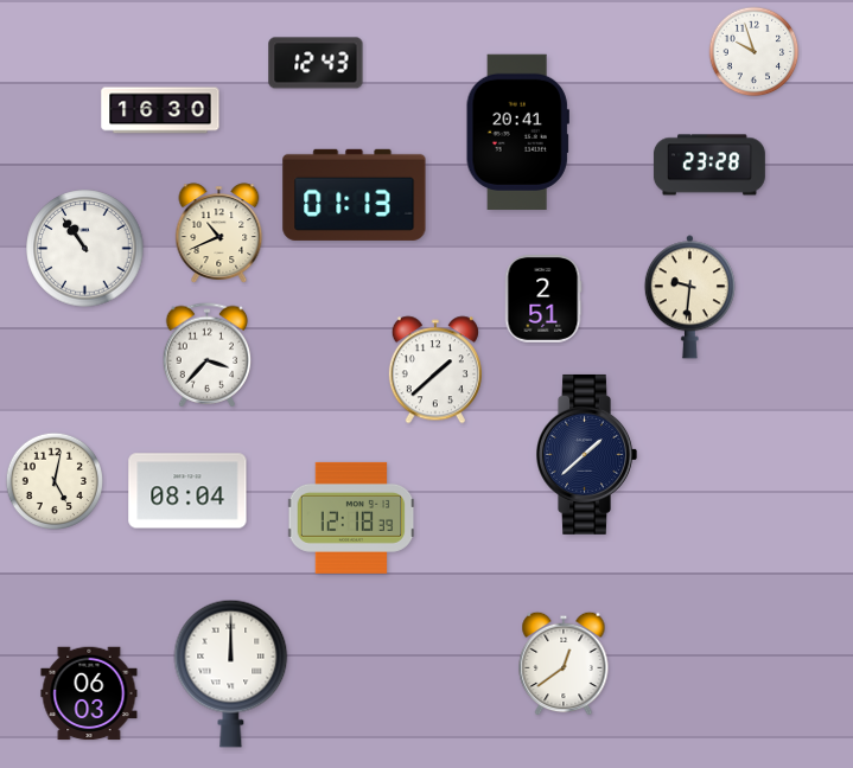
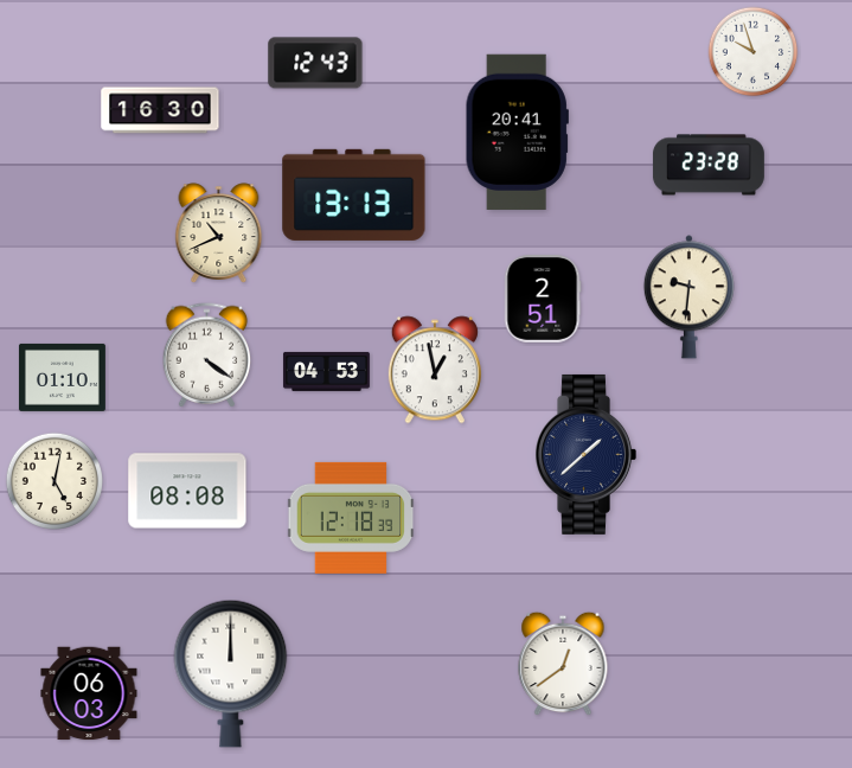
clock at (355, 194): 01:13 -> 13:13
clock at (85, 249): 10:54 -> none
clock at (208, 356): 3:37 -> 4:21
clock at (435, 370): 1:38 -> 12:58
clock at (326, 371): none -> 04:53
clock at (62, 377): none -> 01:10
clock at (187, 491): 08:04 -> 08:08
